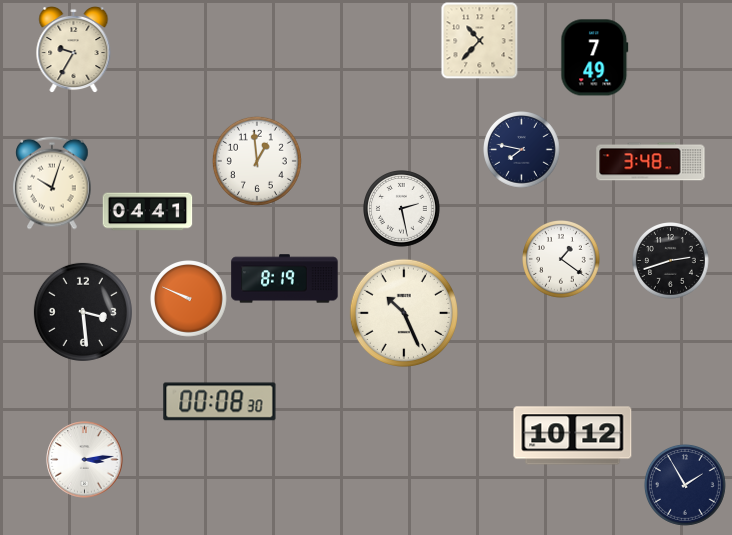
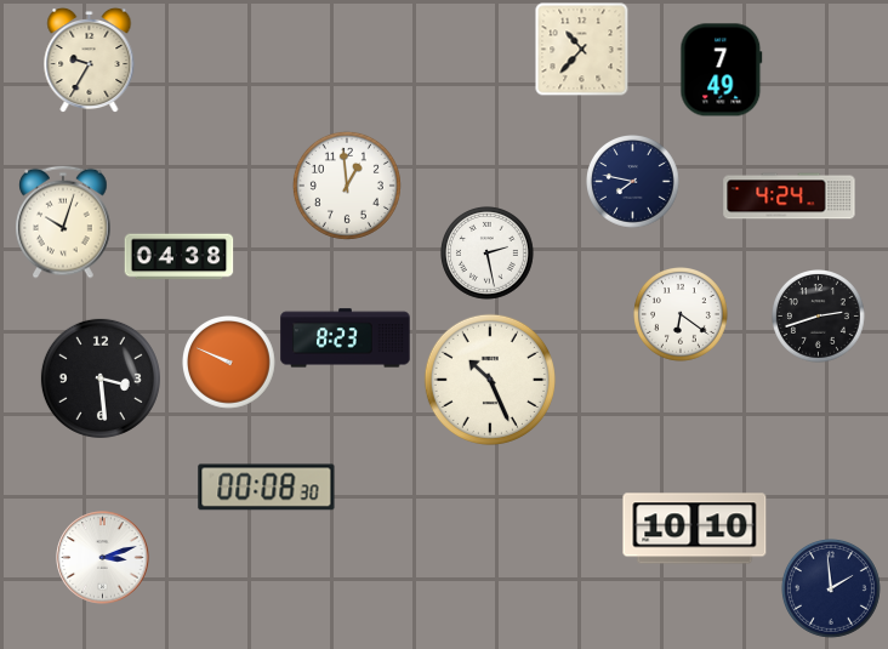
clock at (257, 161) position: (257, 161) -> (347, 186)
clock at (651, 162): 3:48 -> 4:24
clock at (148, 212): 04:41 -> 04:38
clock at (562, 260): 1:21 -> 6:21
clock at (671, 261) position: (671, 261) -> (819, 317)
clock at (285, 279): 8:19 -> 8:23
clock at (573, 436): 10:12 -> 10:10
clock at (85, 460): 3:14 -> 3:12
clock at (685, 485): 1:55 -> 1:59
